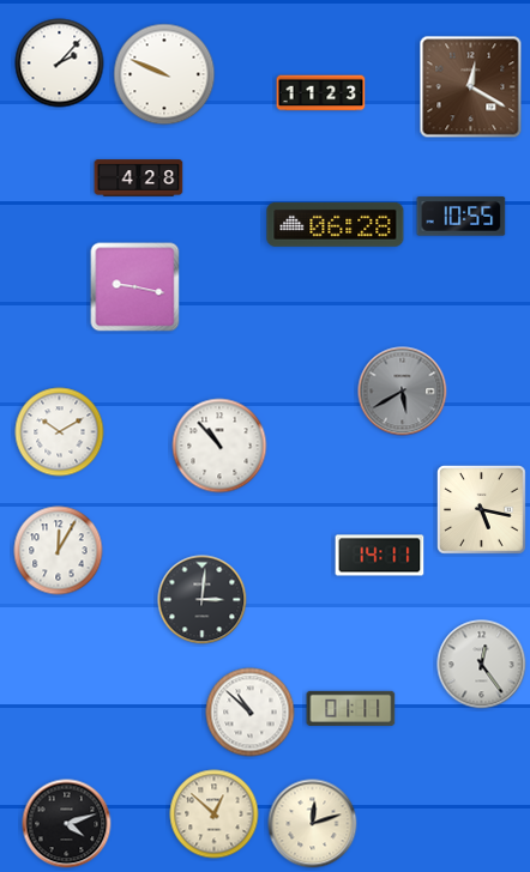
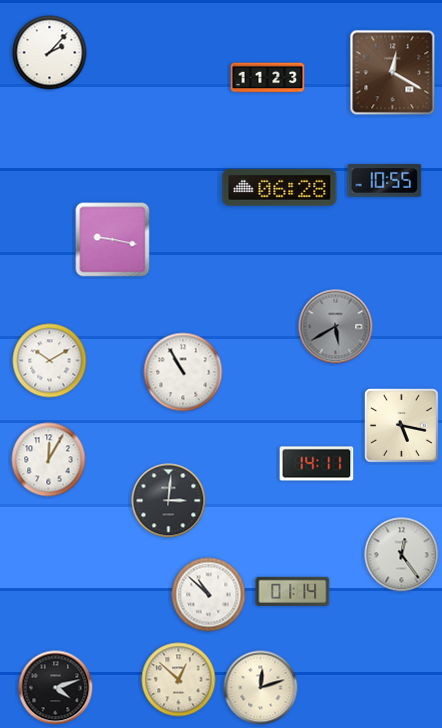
clock at (164, 74): 9:49 -> none
clock at (139, 178): 4:28 -> none
clock at (219, 446): 10:53 -> 10:55
clock at (351, 708): 01:11 -> 01:14
